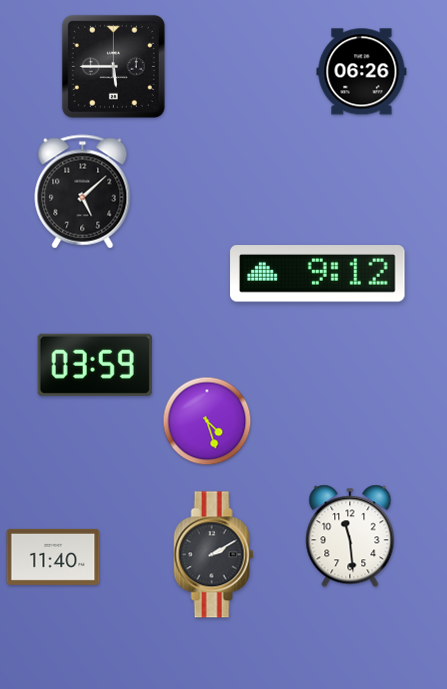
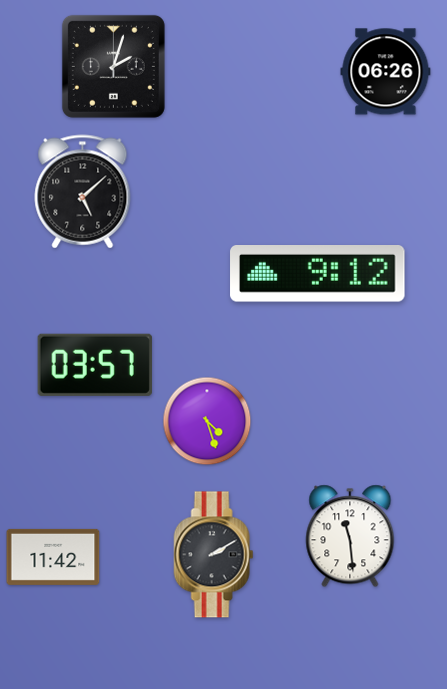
clock at (113, 66): 5:45 -> 2:03
clock at (362, 72) position: (362, 72) -> (386, 72)
clock at (95, 365): 03:59 -> 03:57
clock at (53, 557): 11:40 -> 11:42
